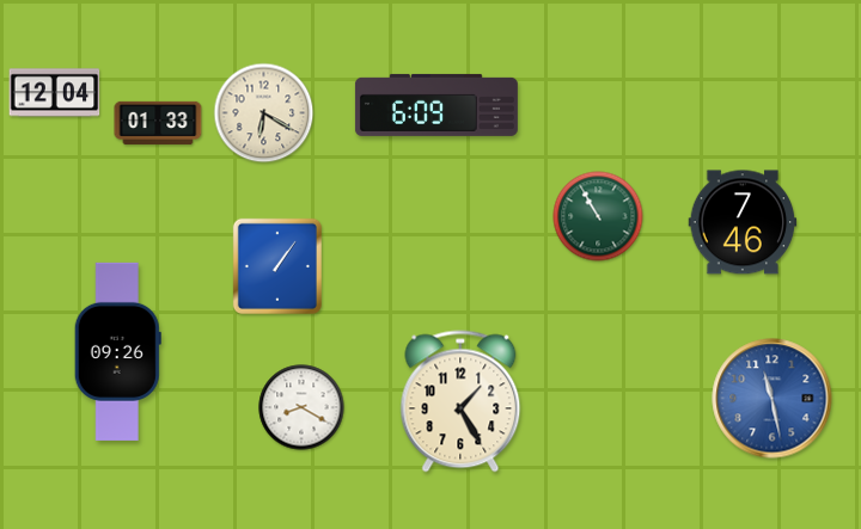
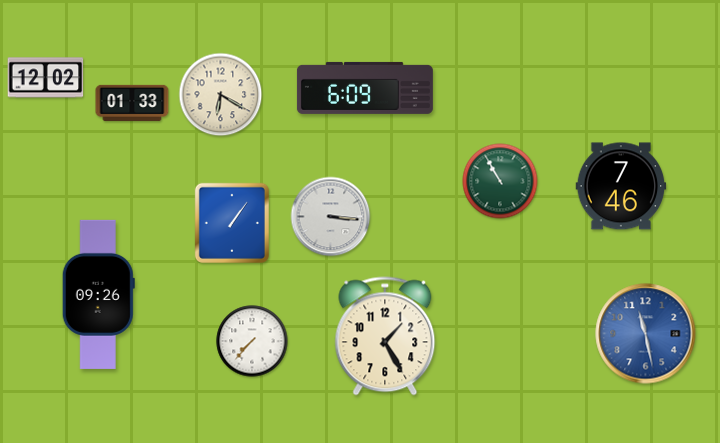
clock at (55, 93): 12:04 -> 12:02
clock at (331, 217): none -> 3:16
clock at (301, 407): 8:20 -> 7:37
